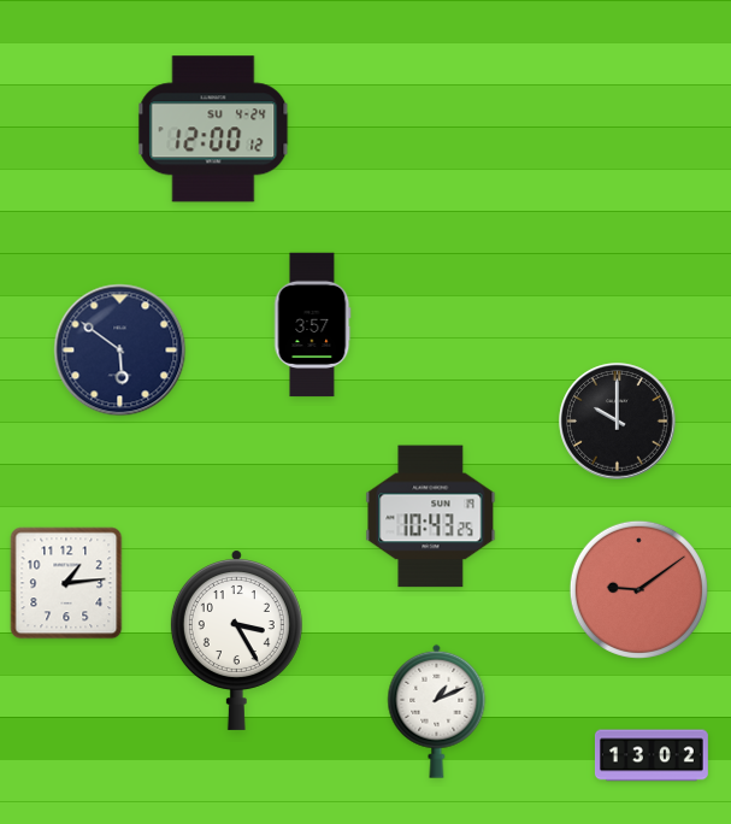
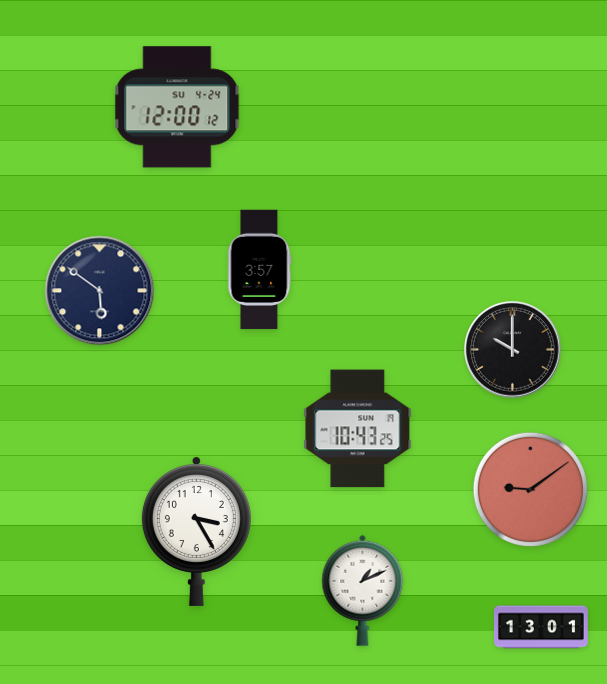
clock at (66, 583): 1:14 -> none
clock at (652, 755): 13:02 -> 13:01
